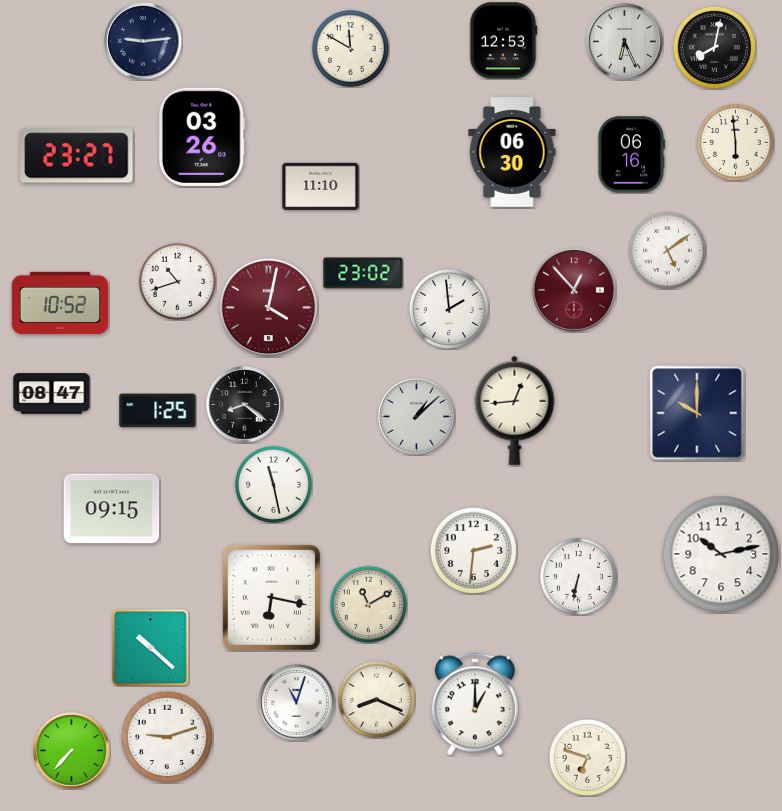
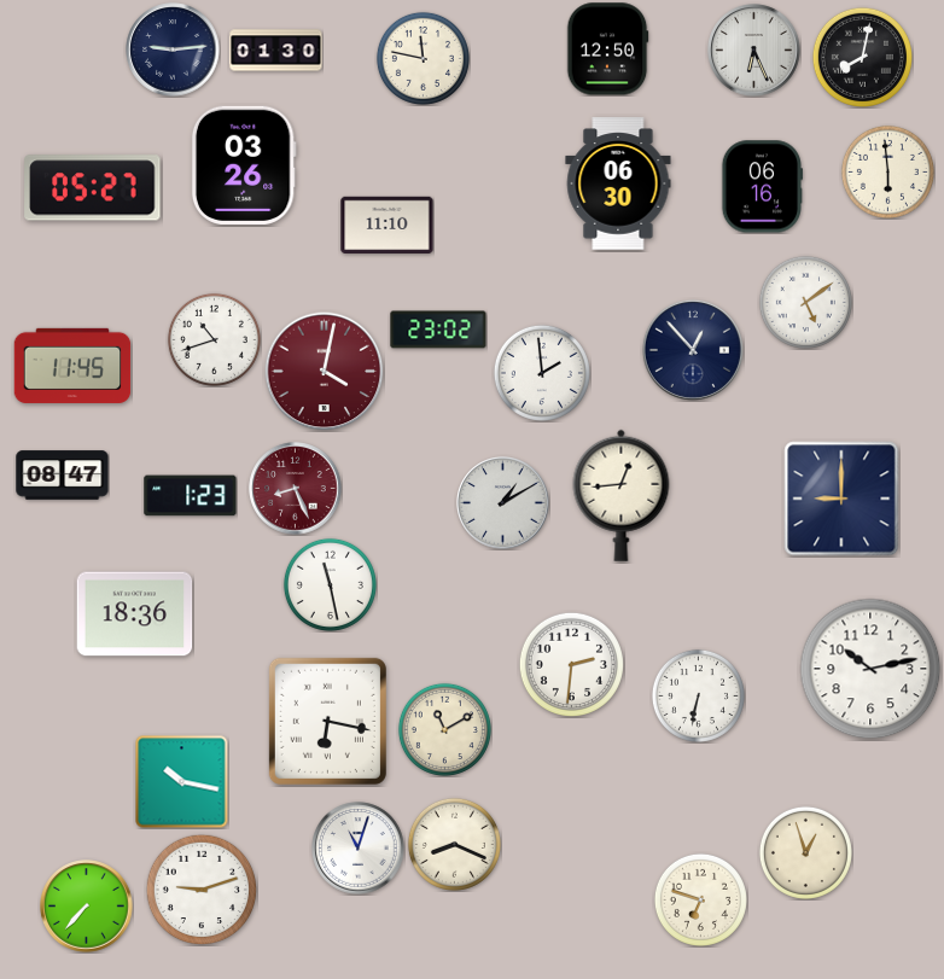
clock at (503, 41): 12:53 -> 12:50
clock at (276, 51): none -> 01:30
clock at (350, 48): 11:50 -> 11:47
clock at (77, 156): 23:27 -> 05:27
clock at (574, 290) dial: burgundy -> navy
clock at (60, 303): 10:52 -> 11:45
clock at (245, 405): 8:21 -> 8:26
clock at (245, 405) dial: black -> burgundy
clock at (158, 411): 1:25 -> 1:23
clock at (697, 413): 10:00 -> 9:00
clock at (417, 417): 1:08 -> 1:10
clock at (112, 509): 09:15 -> 18:36
clock at (151, 648): 10:22 -> 10:17
clock at (475, 704): 1:00 -> none
clock at (805, 852): none -> 12:57
clock at (587, 757) position: (587, 757) -> (700, 899)
